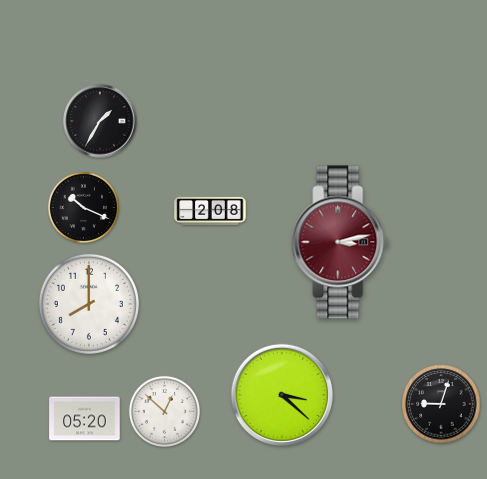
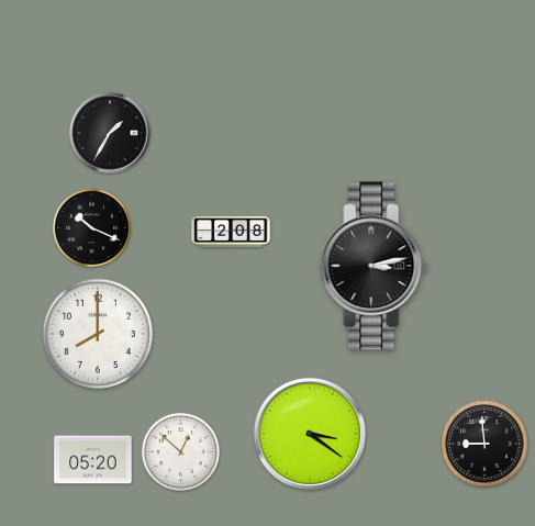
clock at (340, 242) dial: burgundy -> black
clock at (282, 395): 3:22 -> 3:21
clock at (441, 404): 9:03 -> 8:59
